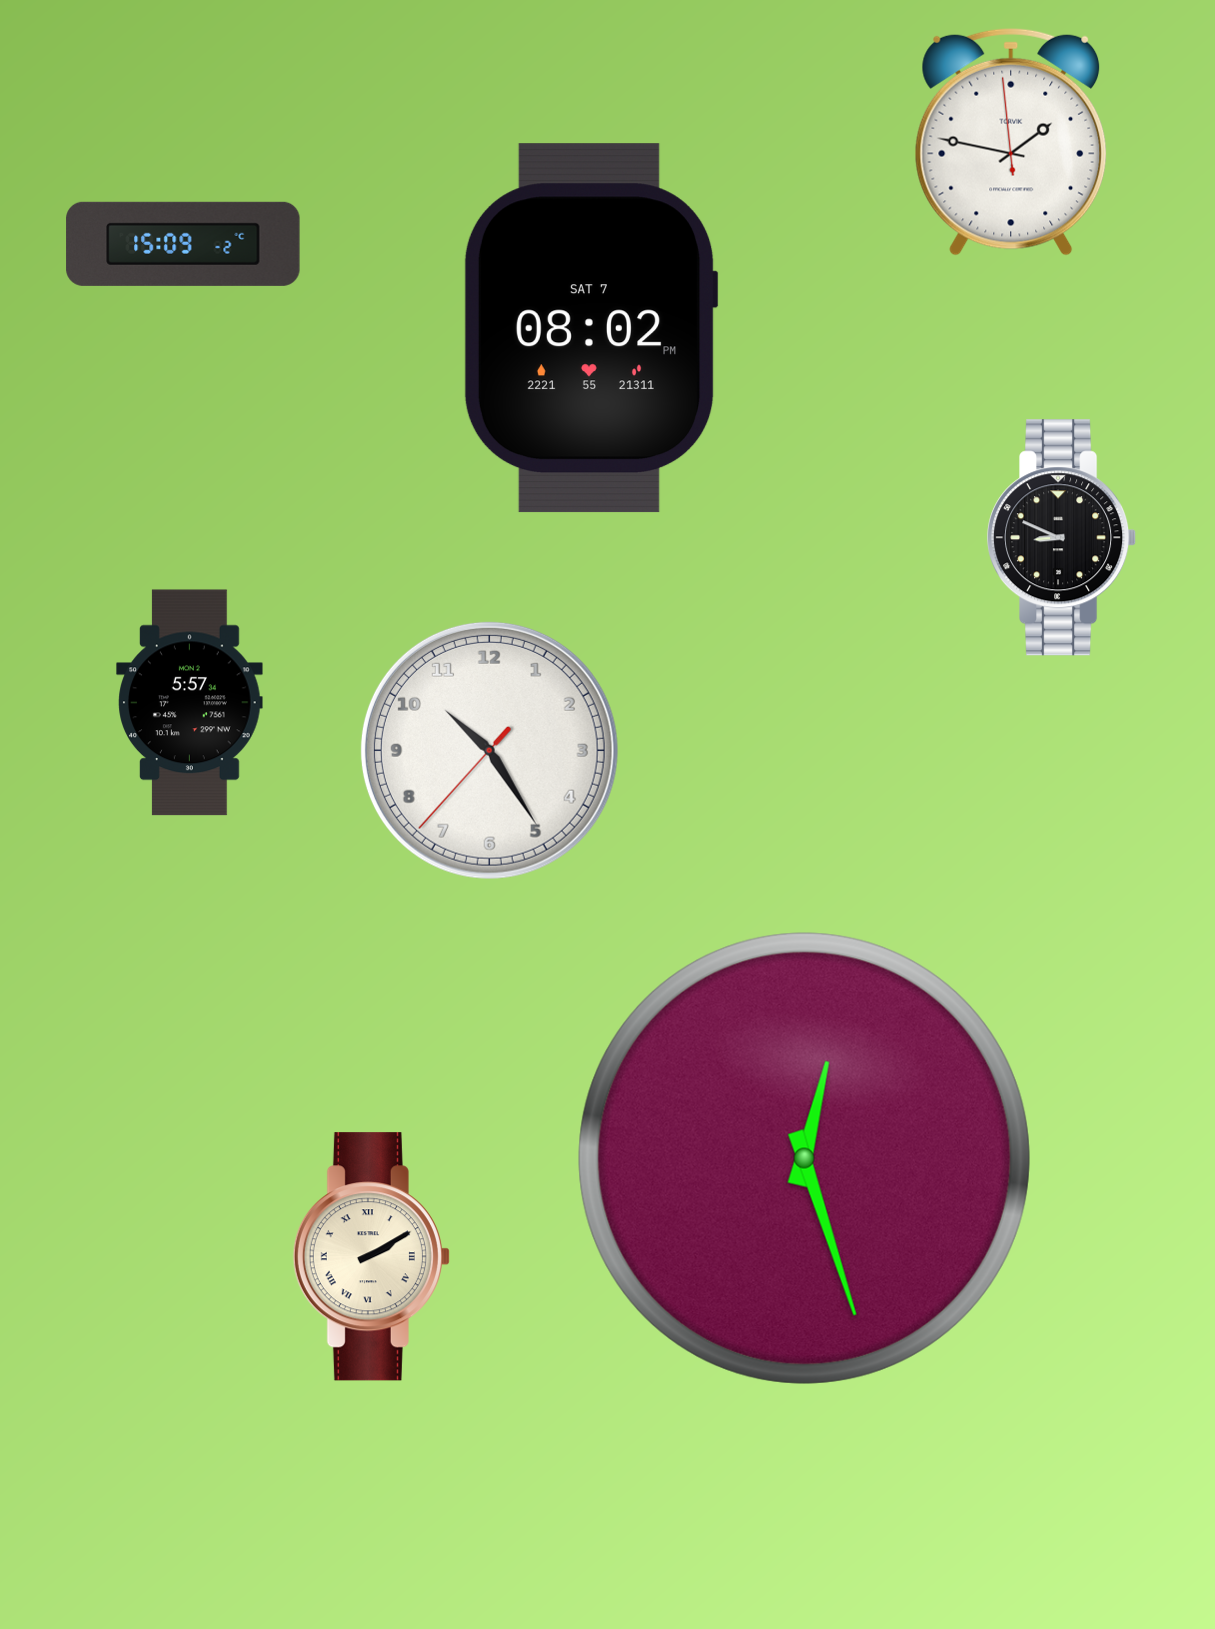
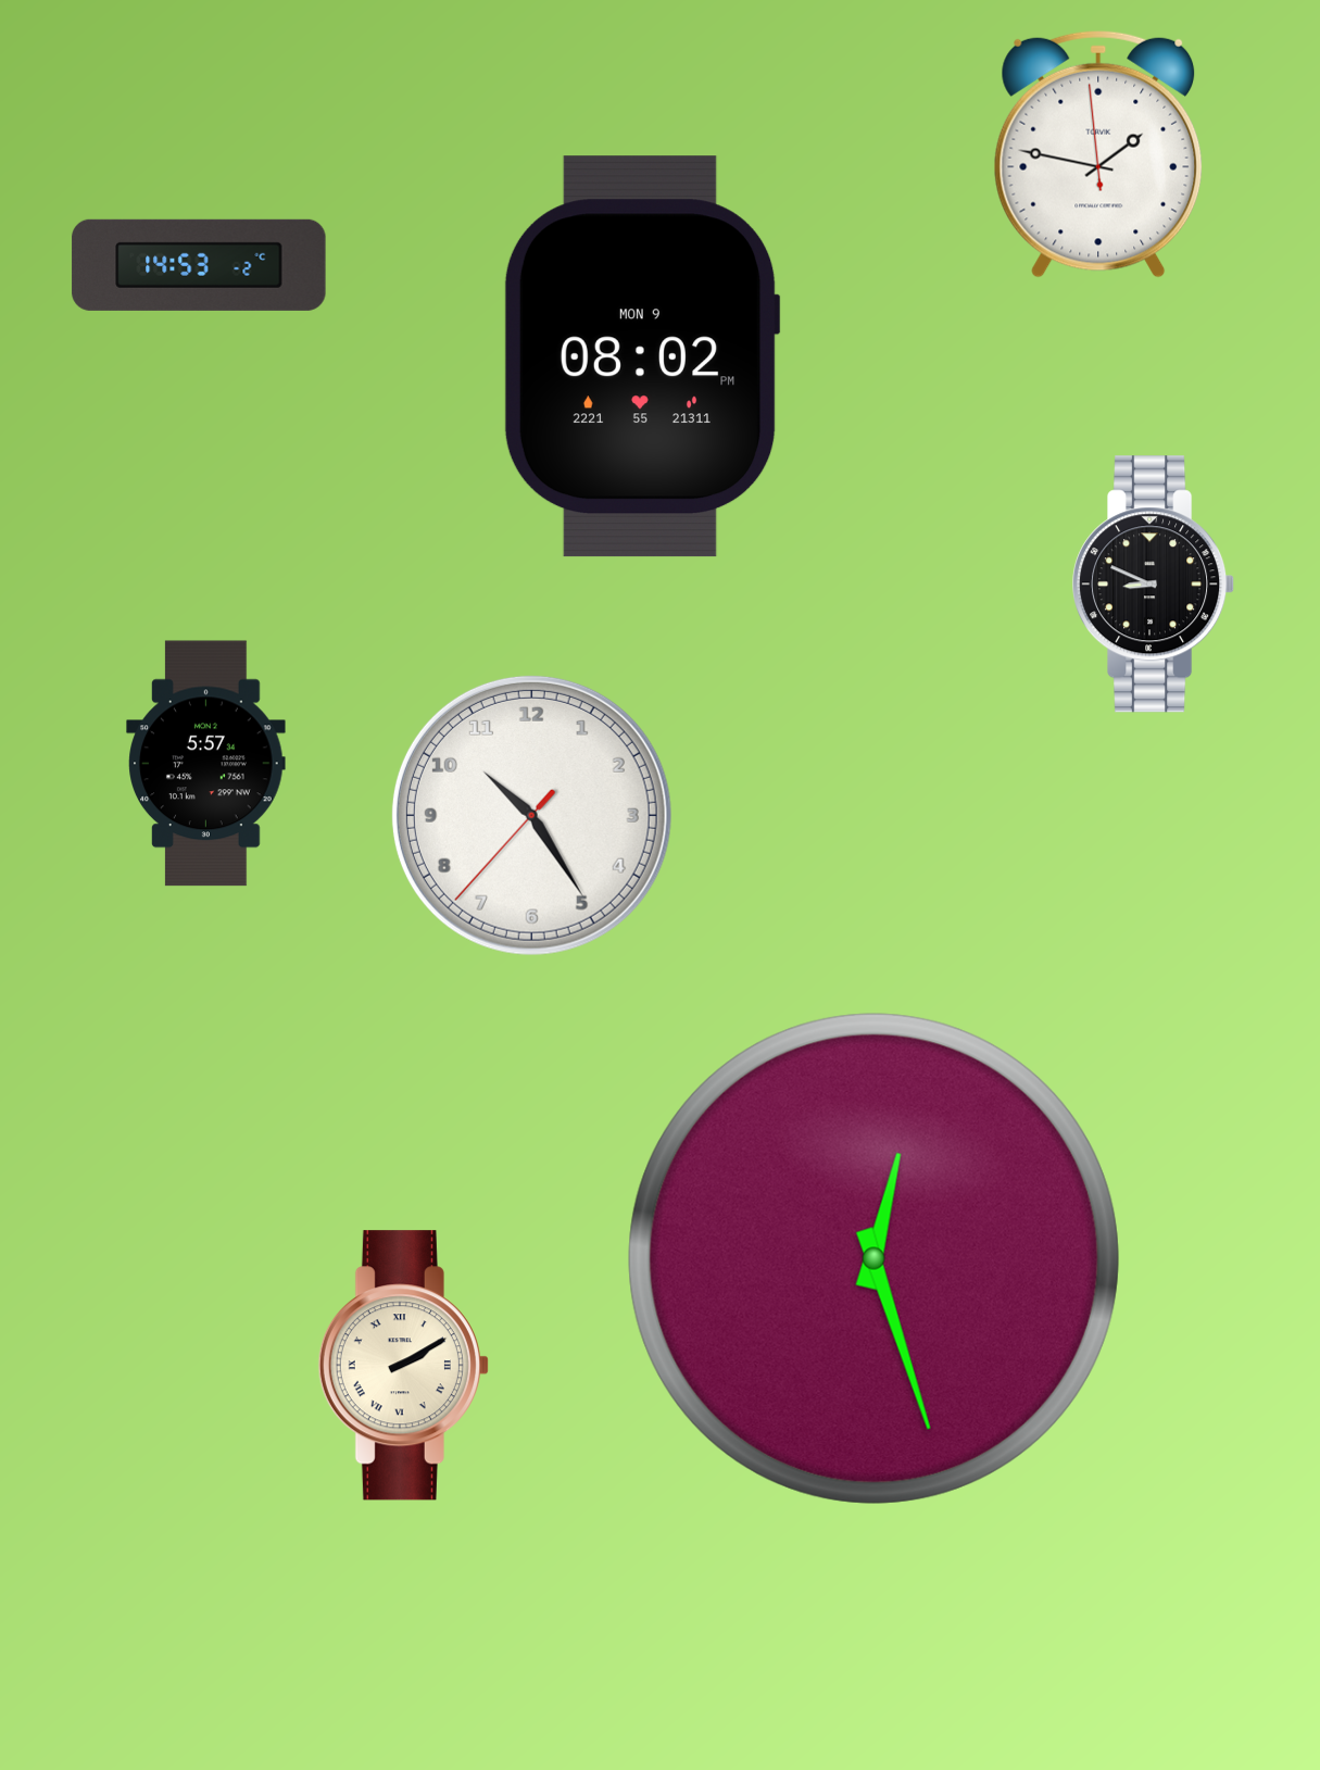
clock at (183, 244): 15:09 -> 14:53
clock at (591, 328) date: SAT 7 -> MON 9
